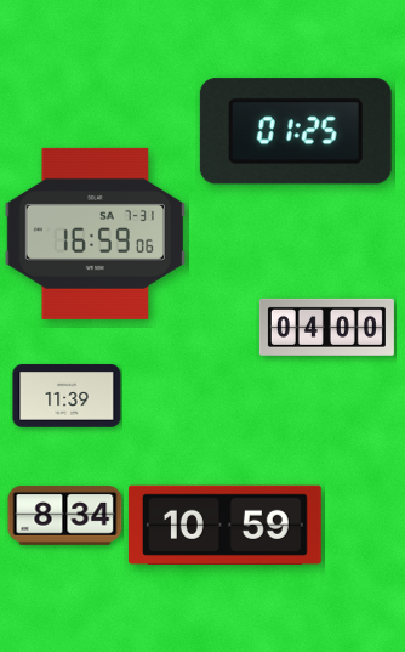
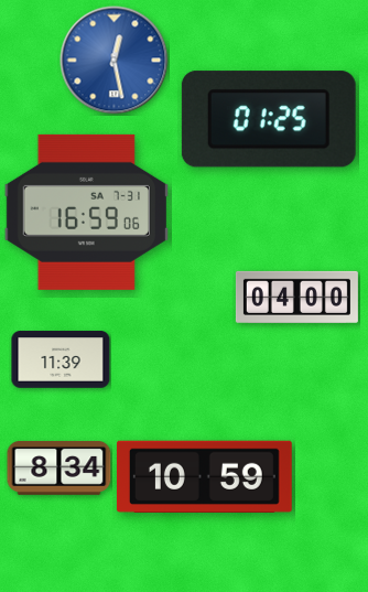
clock at (115, 61): none -> 12:28
